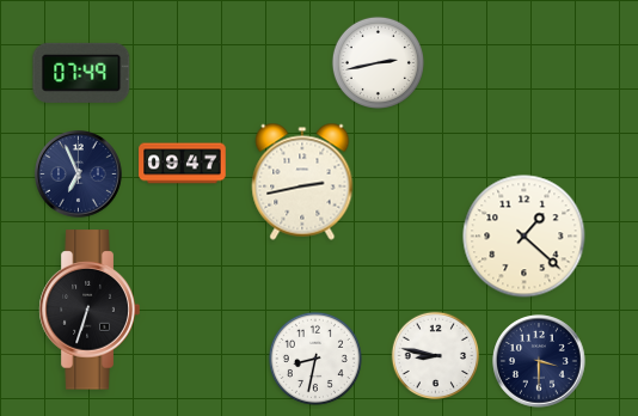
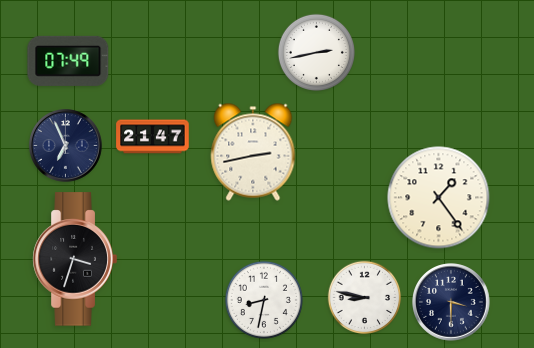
clock at (183, 164): 09:47 -> 21:47
clock at (524, 237): 1:22 -> 1:24
clock at (90, 310): 6:33 -> 3:33
